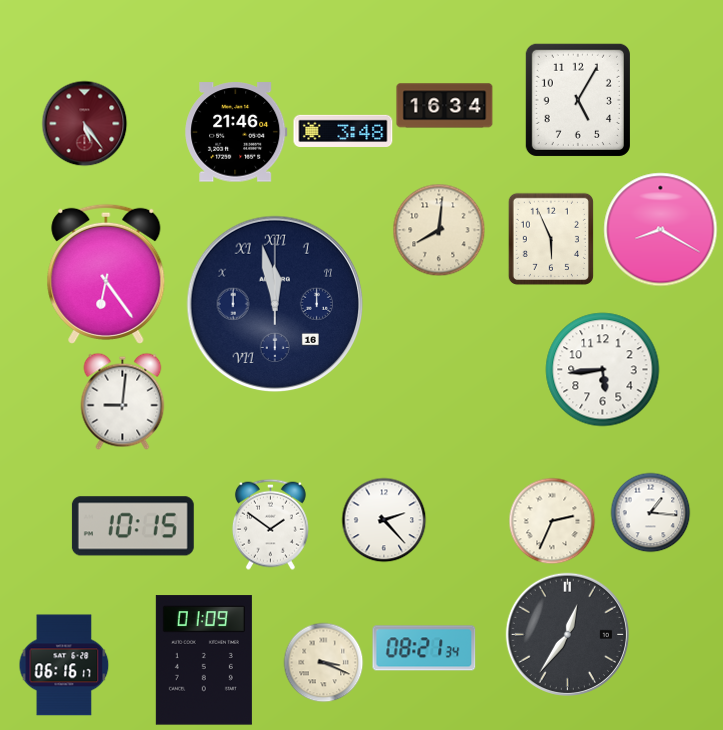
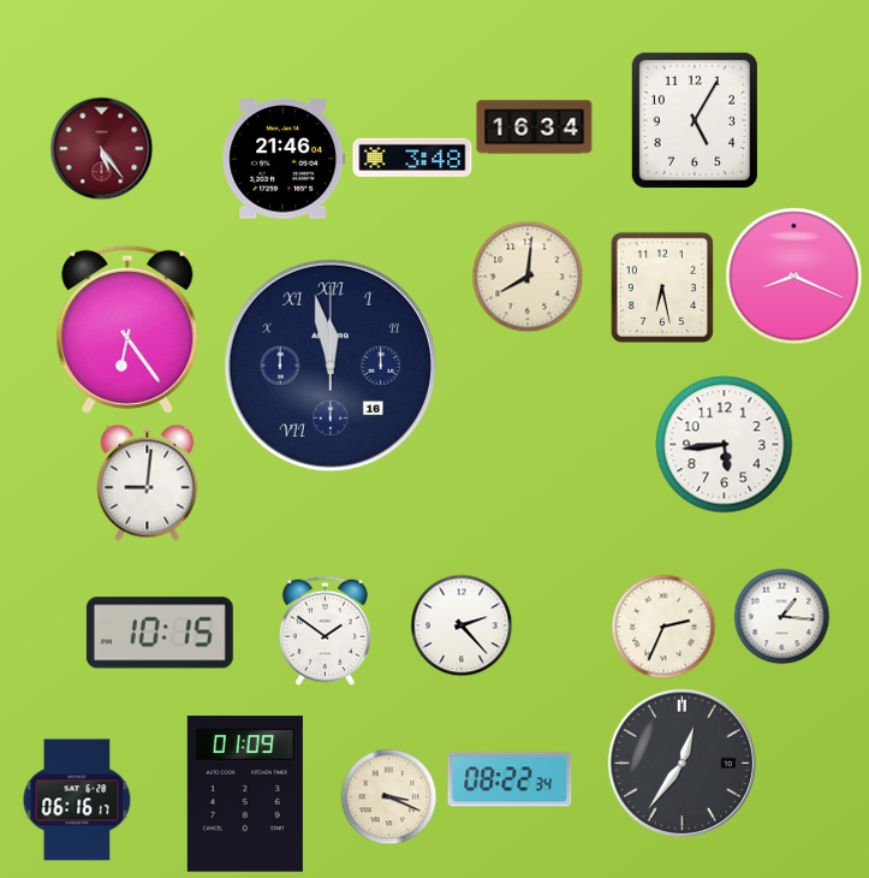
clock at (661, 230): 8:20 -> 8:19
clock at (551, 239): 5:56 -> 6:28
clock at (424, 648): 08:21 -> 08:22
